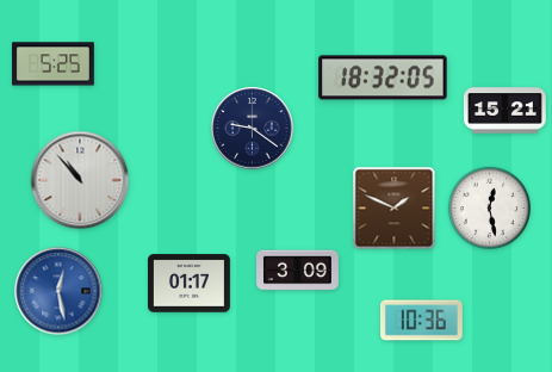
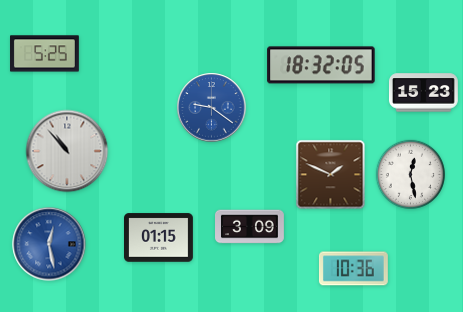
clock at (504, 111): 15:21 -> 15:23
clock at (253, 129) dial: navy -> blue
clock at (190, 284): 01:17 -> 01:15
